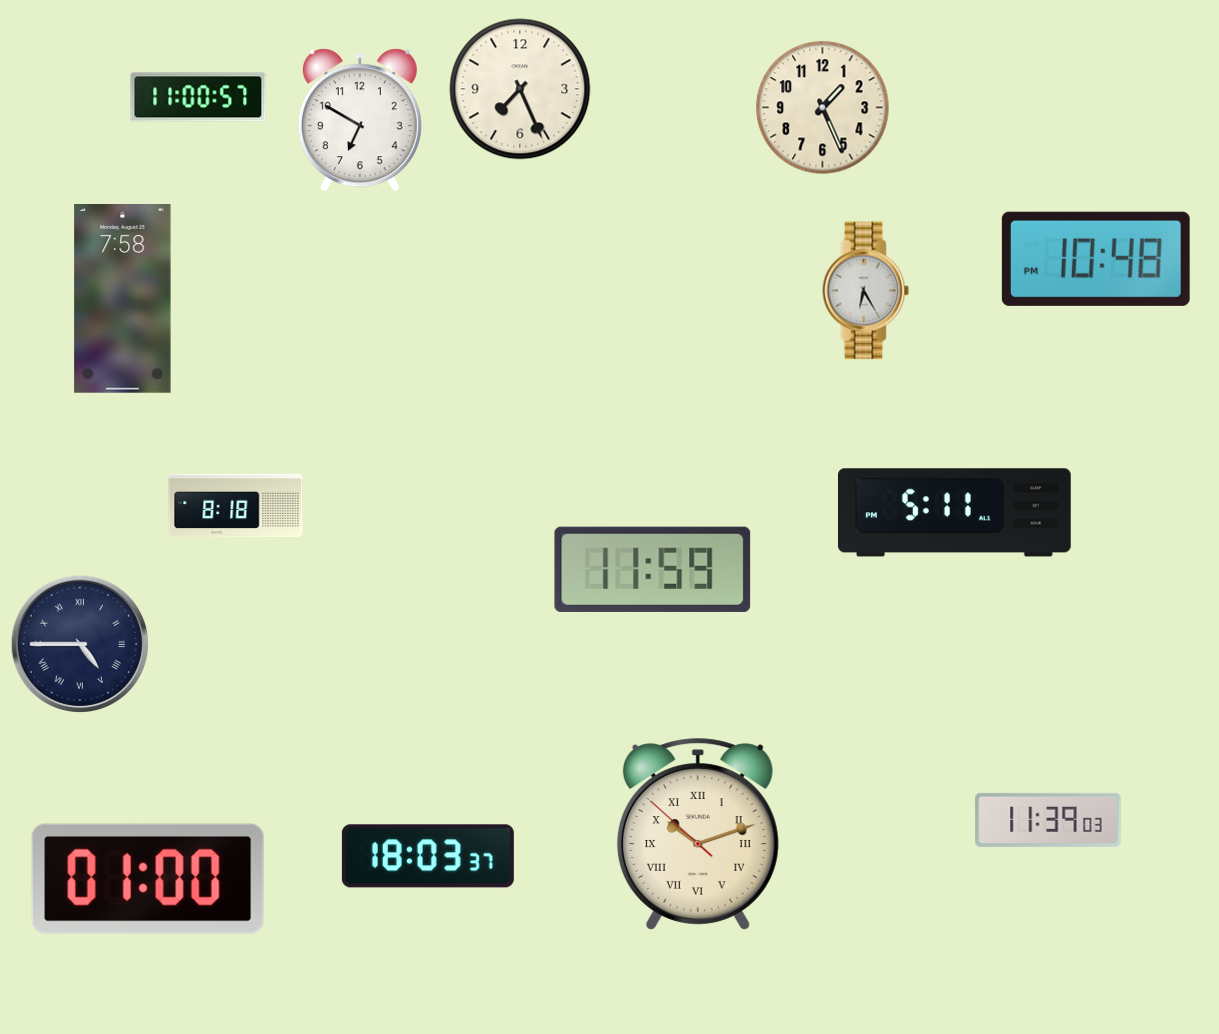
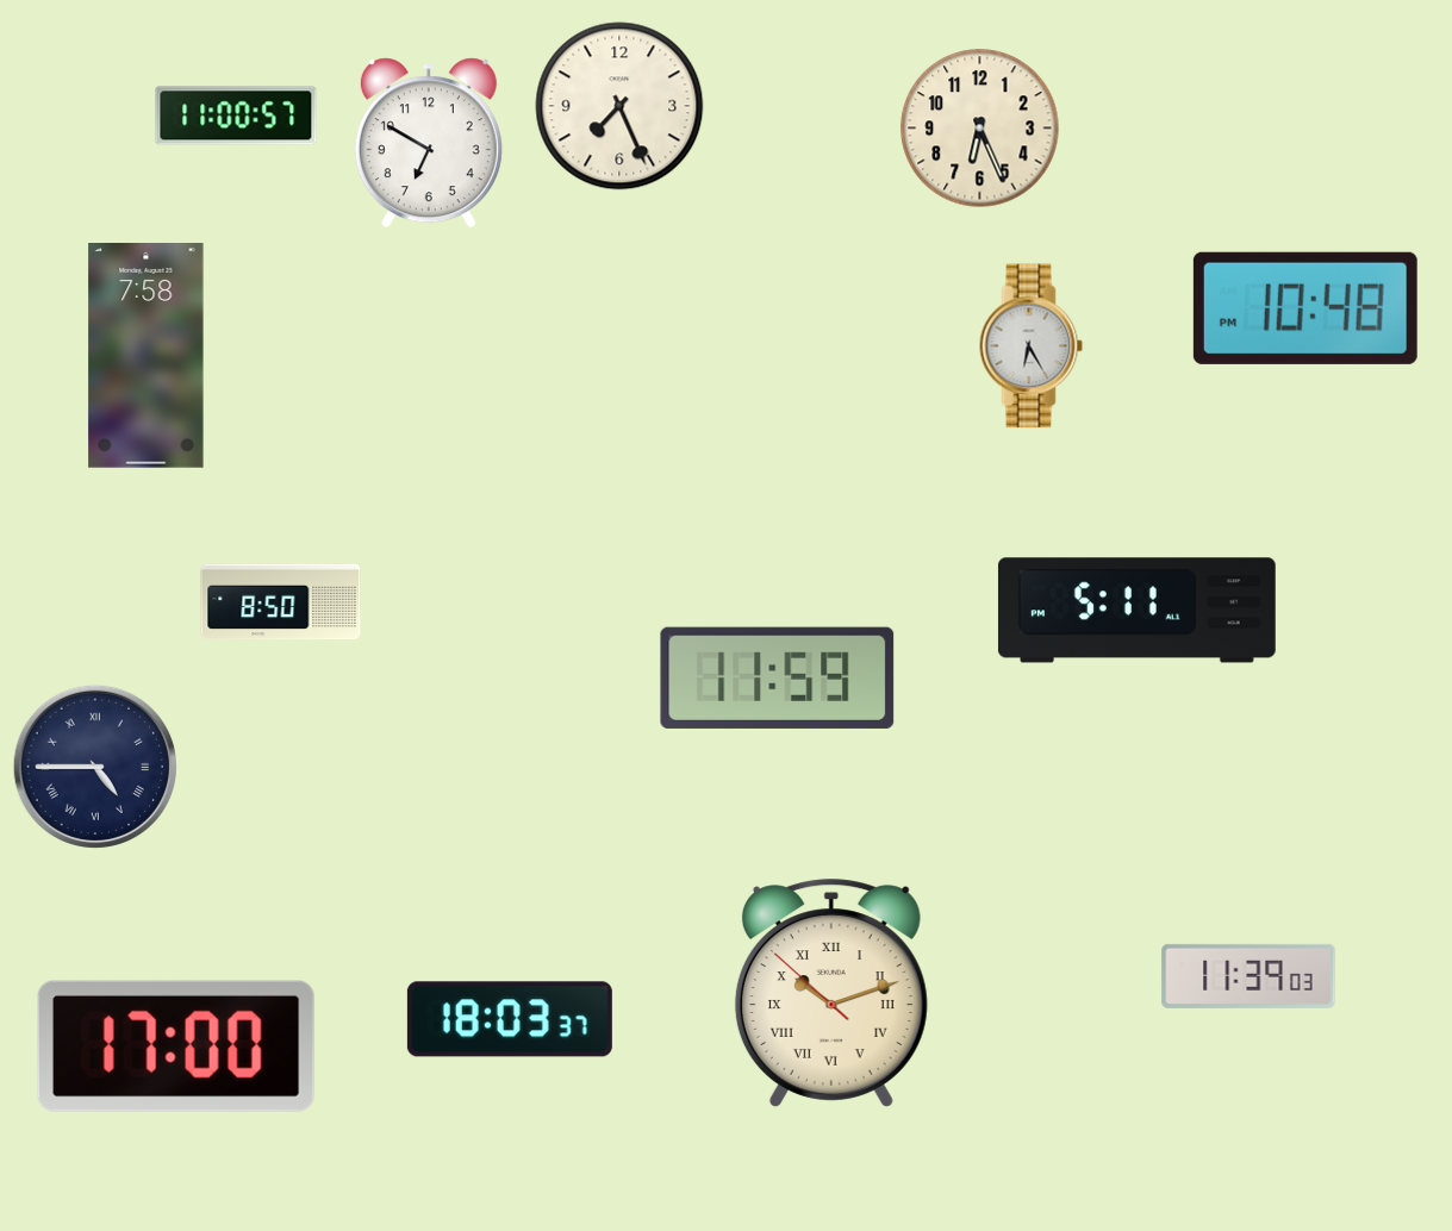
clock at (823, 108): 1:26 -> 6:26
clock at (236, 506): 8:18 -> 8:50
clock at (148, 879): 01:00 -> 17:00
